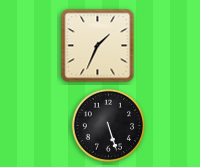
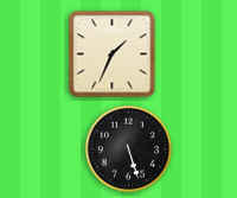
clock at (98, 46) position: (98, 46) -> (113, 55)
